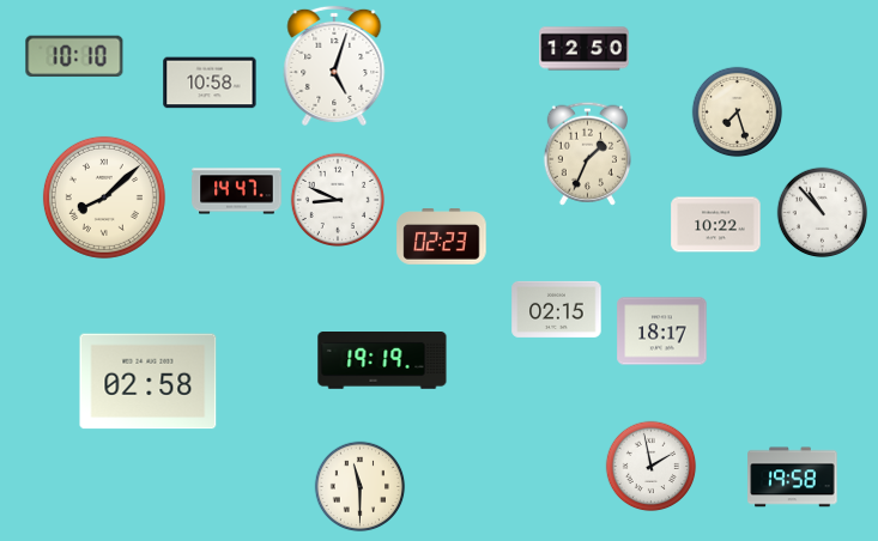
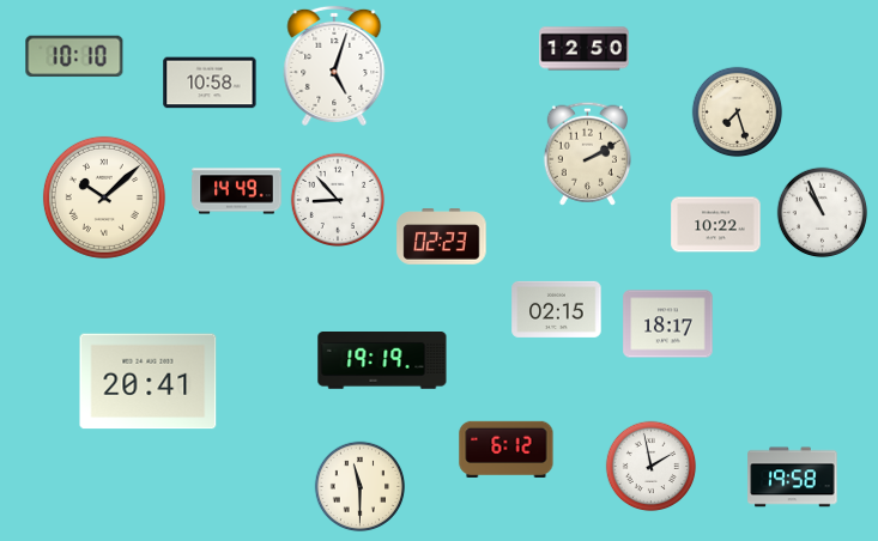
clock at (587, 153): 1:34 -> 2:10
clock at (237, 192): 14:47 -> 14:49
clock at (104, 197): 8:08 -> 10:08
clock at (338, 200): 8:49 -> 8:53
clock at (823, 213): 10:53 -> 10:56
clock at (662, 332) position: (662, 332) -> (668, 324)
clock at (149, 382): 02:58 -> 20:41
clock at (507, 449): none -> 6:12
